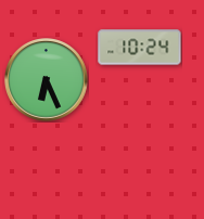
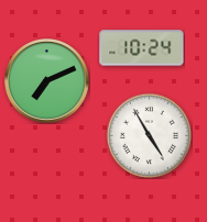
clock at (47, 80): 6:26 -> 7:11
clock at (149, 135): none -> 4:55
